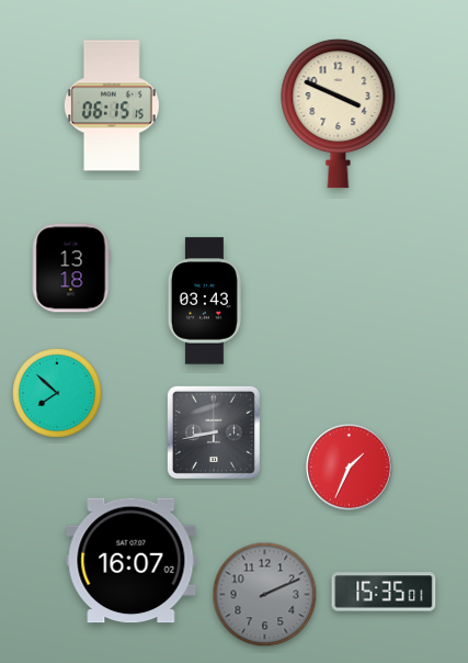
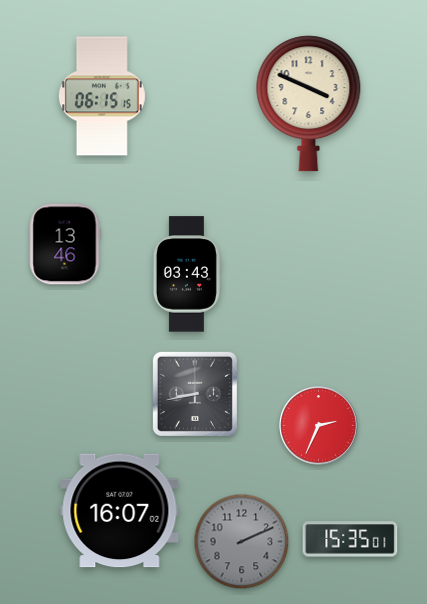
clock at (71, 268): 13:18 -> 13:46
clock at (58, 394): 7:52 -> none
clock at (350, 468): 1:34 -> 2:34
